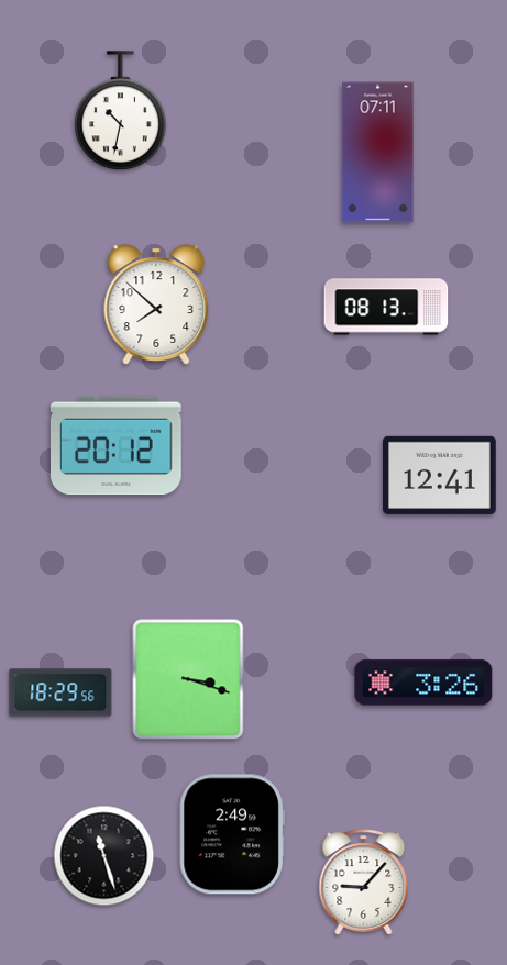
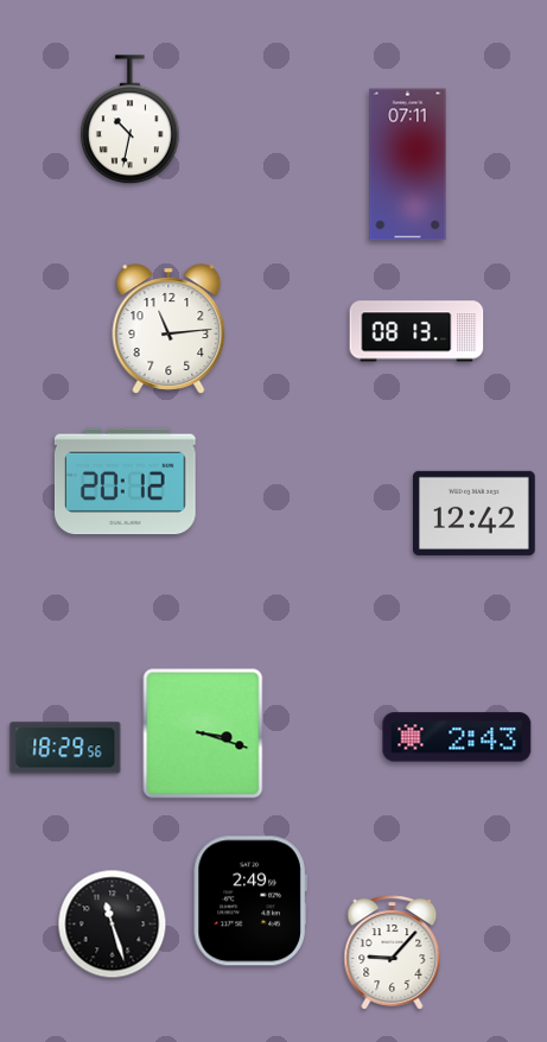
clock at (156, 304): 7:52 -> 11:14
clock at (440, 475): 12:41 -> 12:42
clock at (423, 683): 3:26 -> 2:43
